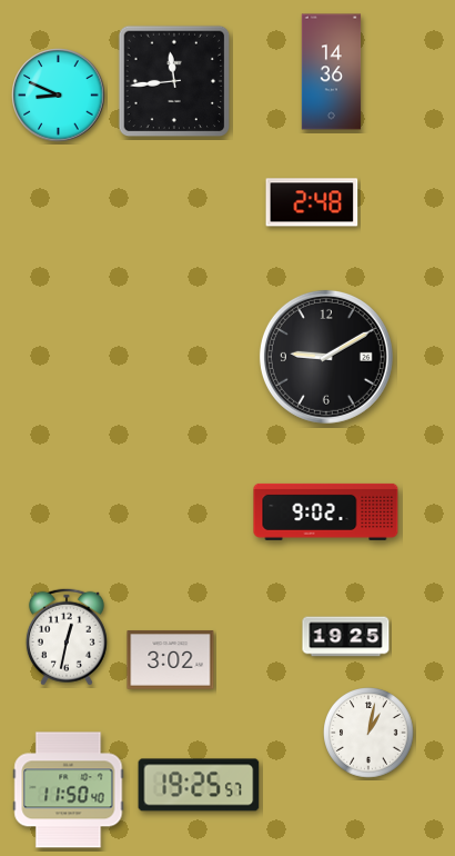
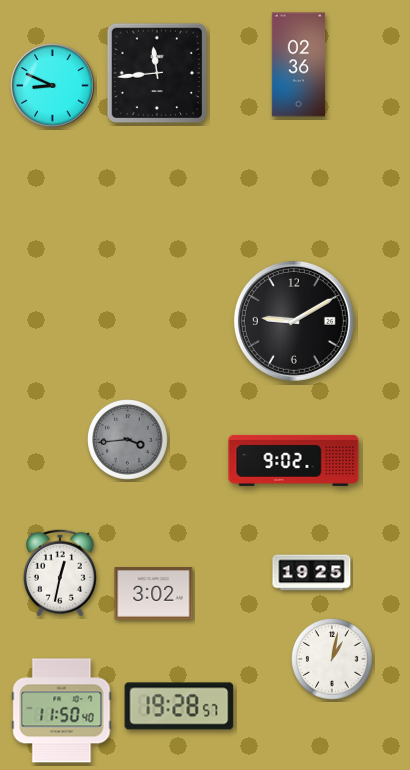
clock at (332, 72): 14:36 -> 02:36
clock at (312, 202): 2:48 -> none
clock at (128, 440): none -> 3:44
clock at (199, 785): 19:25 -> 19:28
